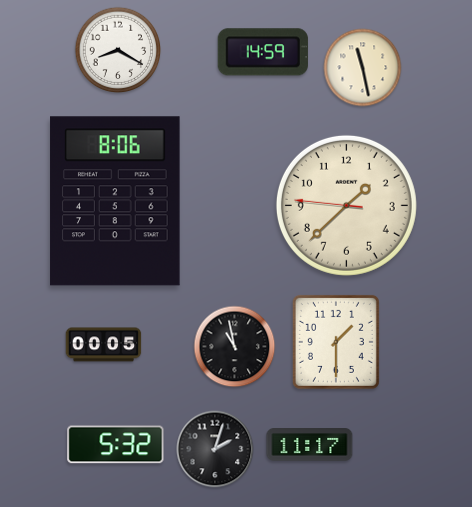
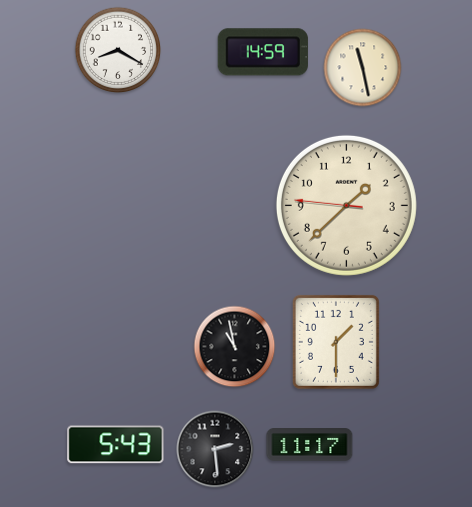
clock at (115, 201): 8:06 -> none
clock at (104, 345): 00:05 -> none
clock at (116, 445): 5:32 -> 5:43
clock at (215, 449): 2:03 -> 2:29
